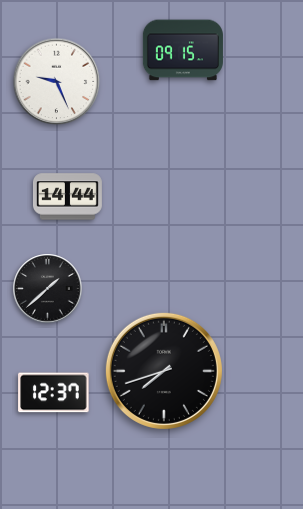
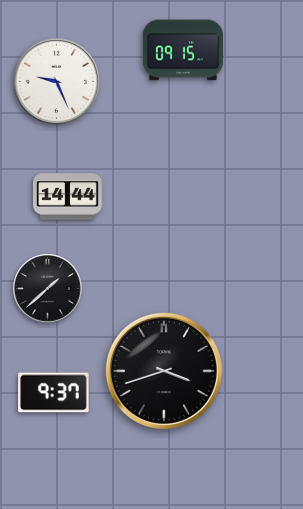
clock at (164, 371): 7:42 -> 3:42
clock at (54, 393): 12:37 -> 9:37
